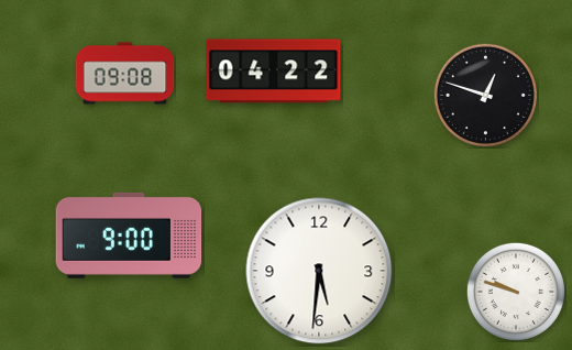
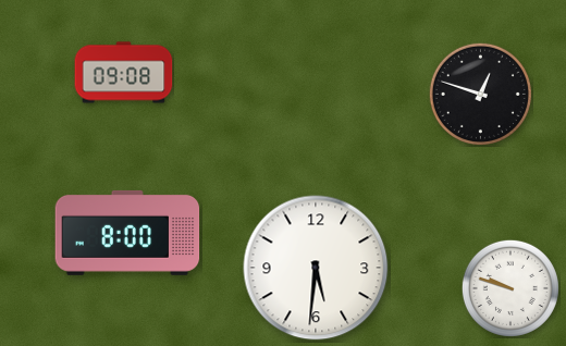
clock at (274, 72): 04:22 -> none
clock at (129, 236): 9:00 -> 8:00
